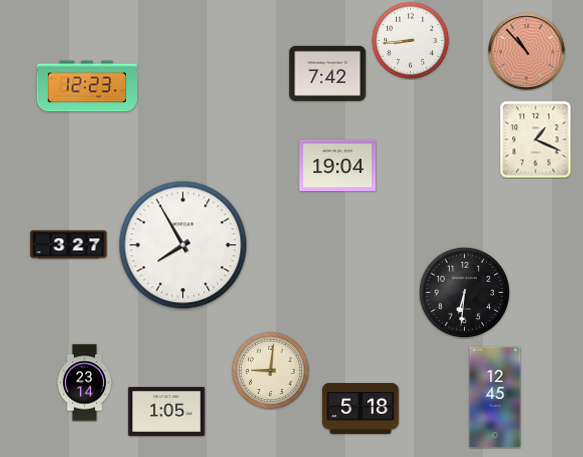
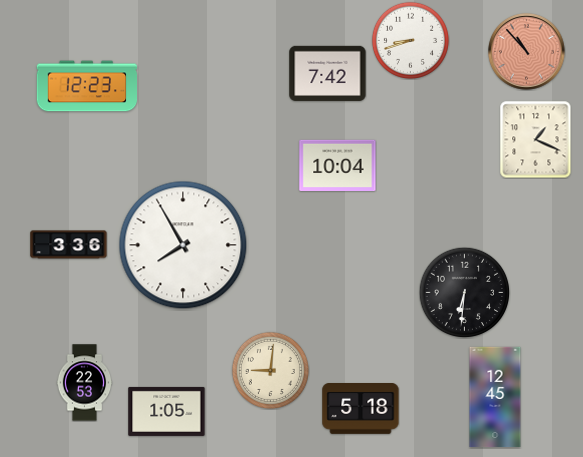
clock at (410, 40): 8:44 -> 8:42
clock at (338, 166): 19:04 -> 10:04
clock at (69, 245): 3:27 -> 3:36
clock at (85, 383): 23:14 -> 22:53
